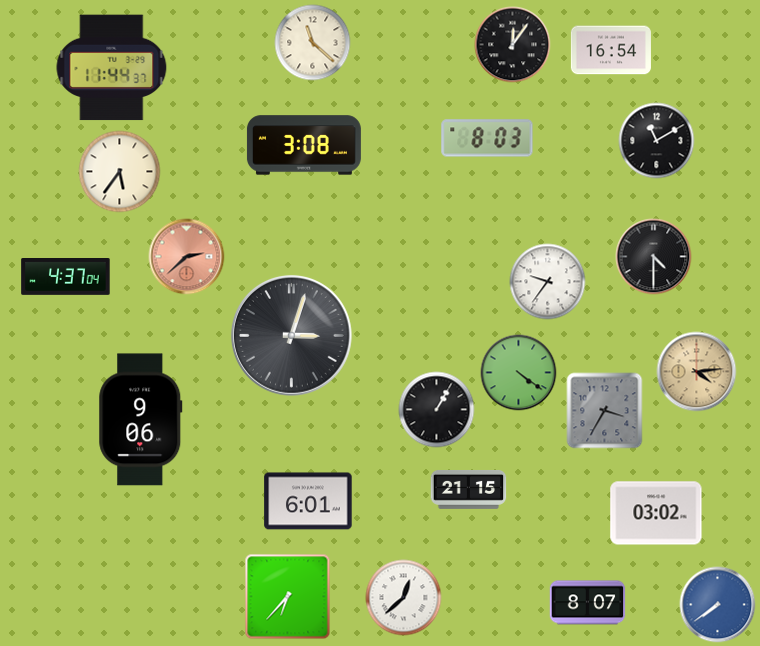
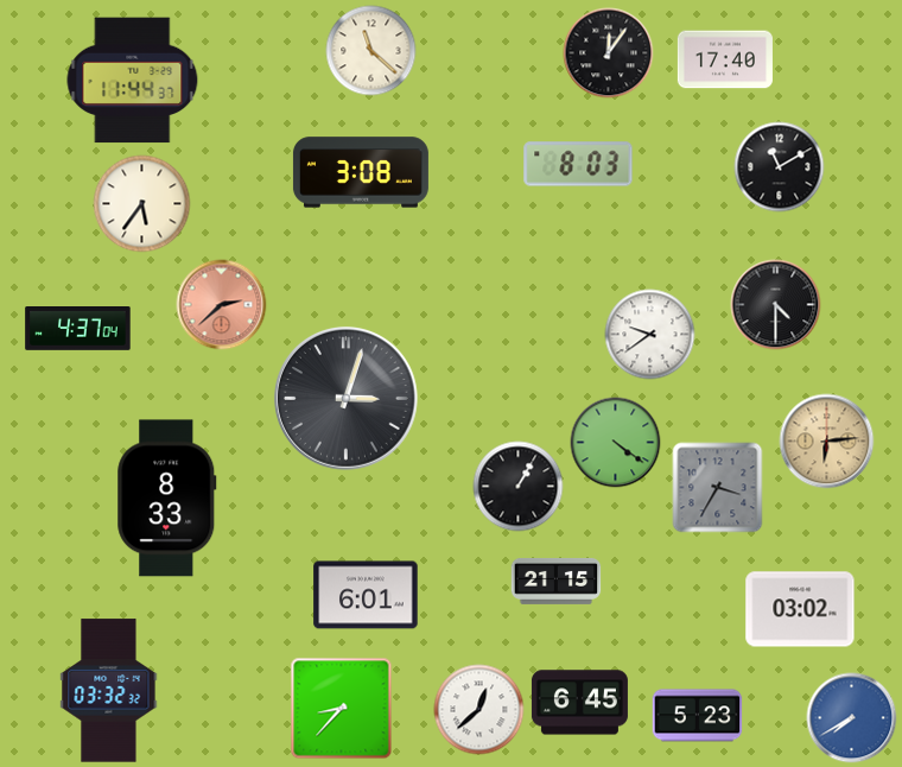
clock at (611, 50): 16:54 -> 17:40
clock at (548, 282): 9:36 -> 9:39
clock at (697, 372): 4:14 -> 6:14
clock at (141, 420): 9:06 -> 8:33
clock at (656, 513) position: (656, 513) -> (800, 609)
clock at (109, 691): none -> 03:32
clock at (579, 703): none -> 6:45
clock at (288, 597): 6:37 -> 8:37
clock at (588, 603): 8:07 -> 5:23
clock at (718, 605): 7:39 -> 7:40
